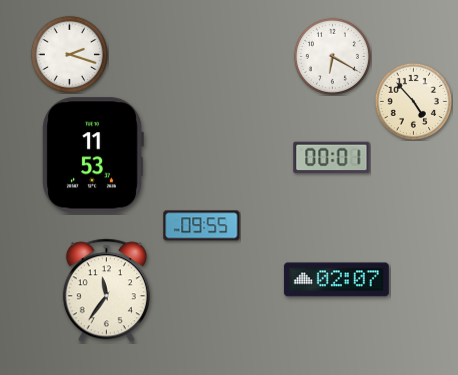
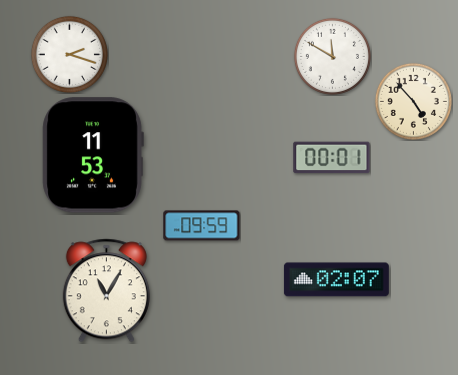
clock at (332, 56): 6:20 -> 11:50
clock at (202, 226): 09:55 -> 09:59
clock at (106, 291): 11:36 -> 11:05
